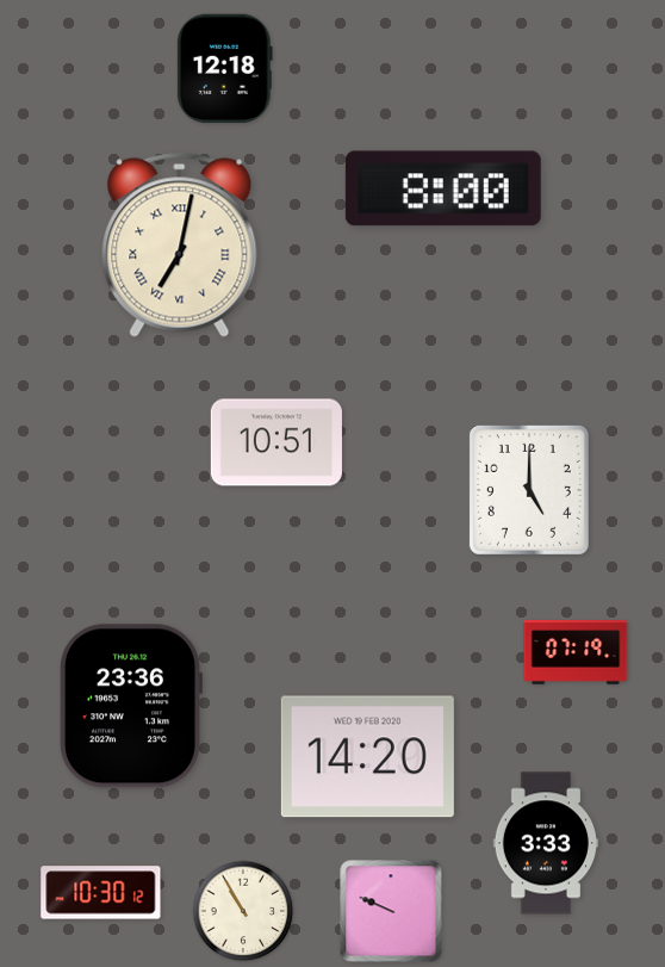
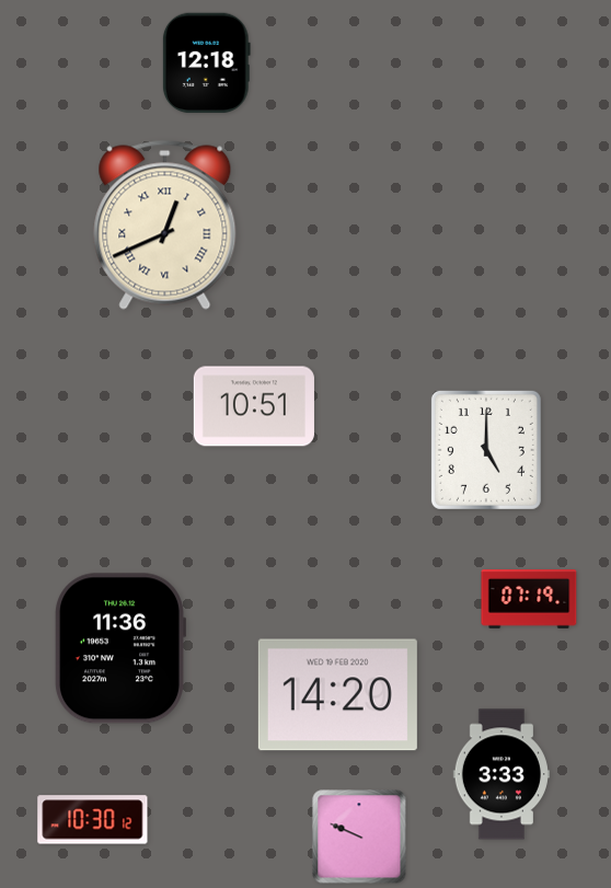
clock at (443, 188): 8:00 -> none
clock at (180, 244): 7:02 -> 12:41
clock at (130, 706): 23:36 -> 11:36
clock at (243, 911): 10:55 -> none
